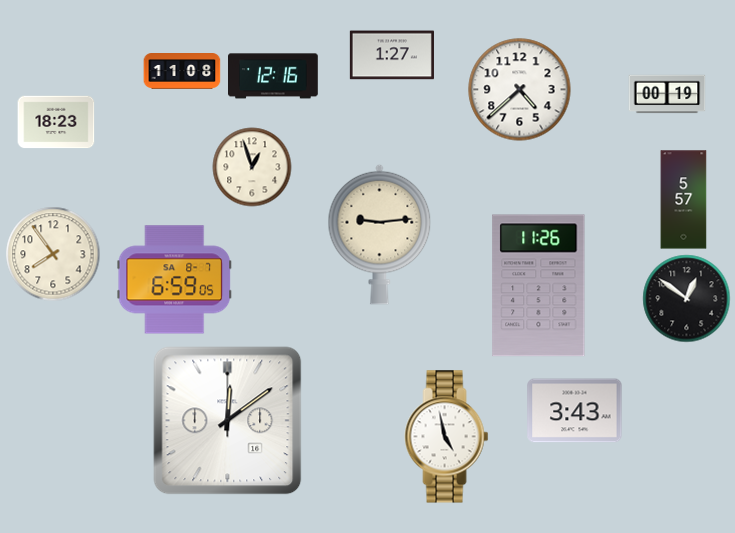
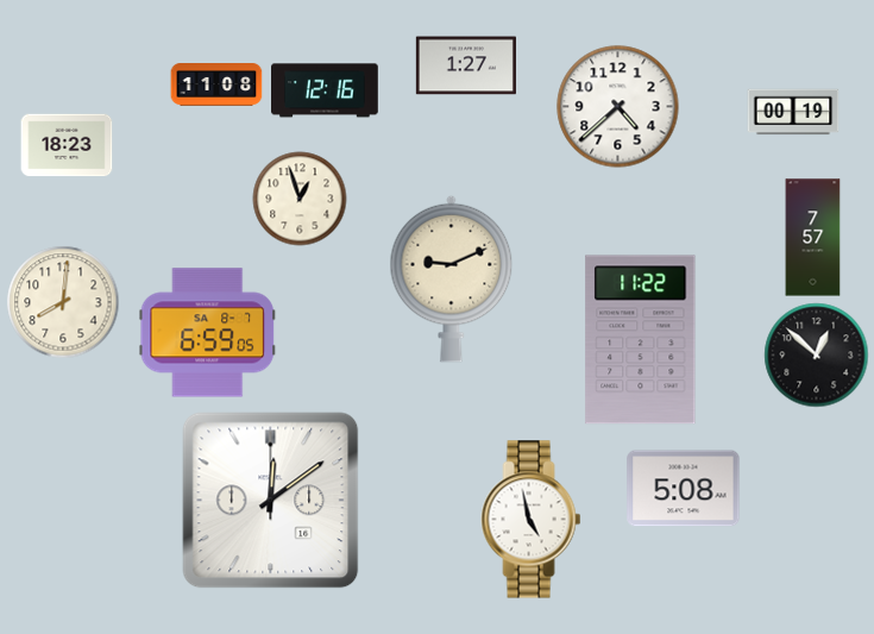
clock at (684, 200): 5:57 -> 7:57
clock at (380, 234): 9:14 -> 9:11
clock at (53, 254): 7:54 -> 8:01
clock at (539, 286): 11:26 -> 11:22
clock at (687, 299): 12:51 -> 12:52
clock at (575, 411): 3:43 -> 5:08
